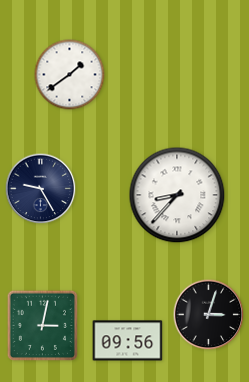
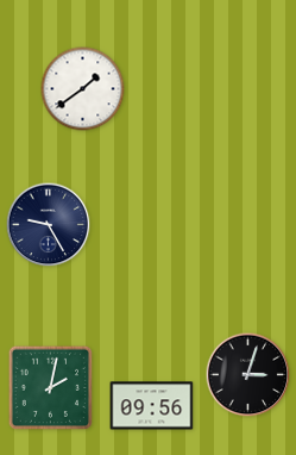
clock at (177, 195): 8:37 -> none
clock at (42, 325): 3:02 -> 2:02
